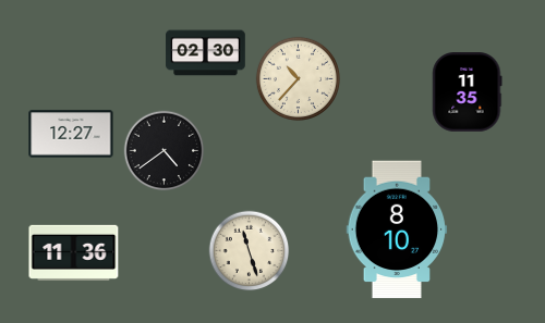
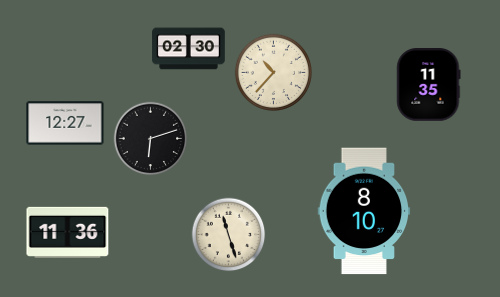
clock at (165, 151): 4:39 -> 6:12
clock at (250, 251) position: (250, 251) -> (229, 235)
